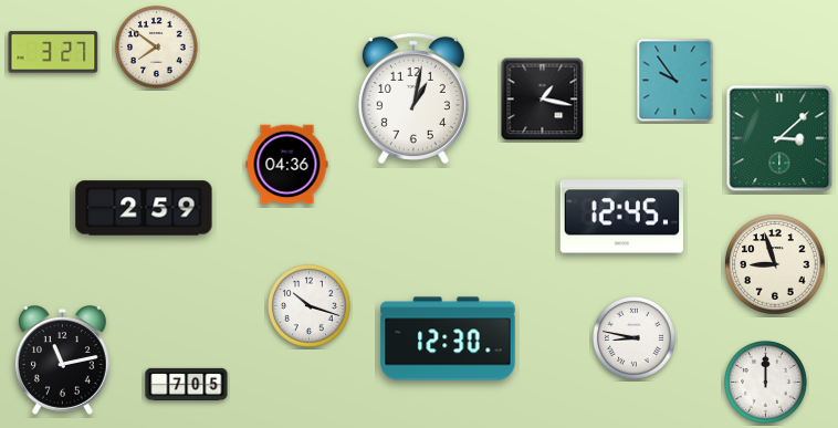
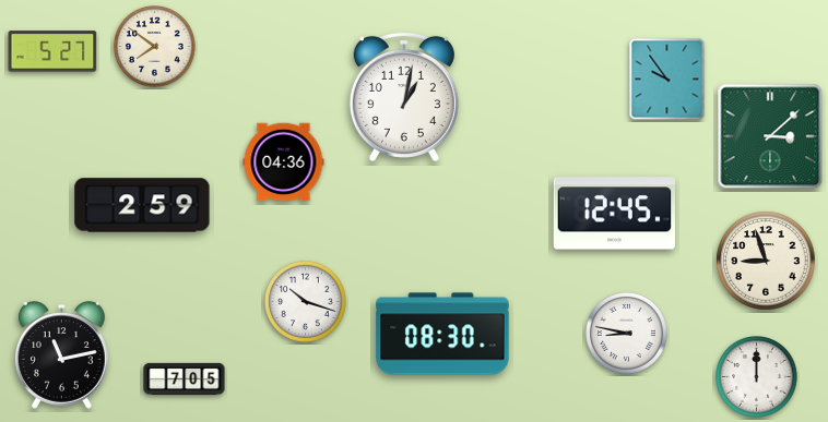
clock at (53, 52): 3:27 -> 5:27
clock at (413, 98) position: (413, 98) -> (404, 97)
clock at (543, 100): 1:17 -> none
clock at (448, 338): 12:30 -> 08:30
